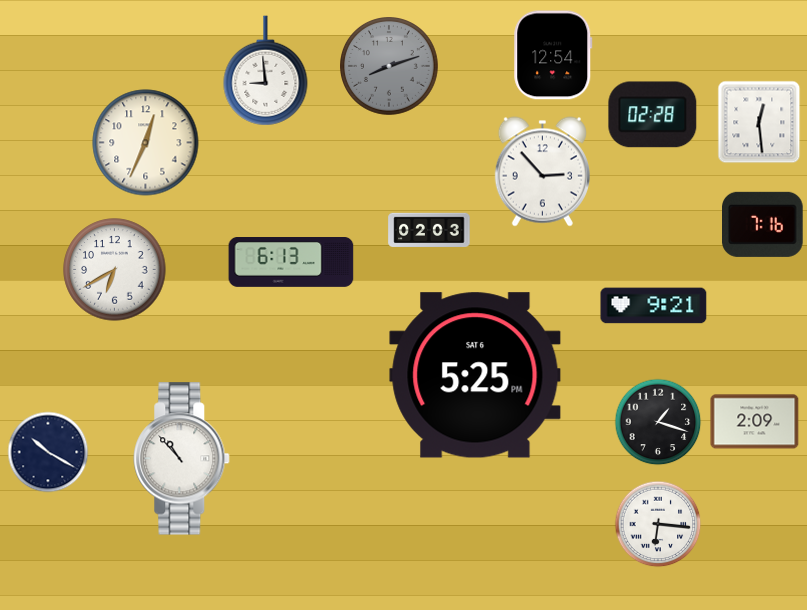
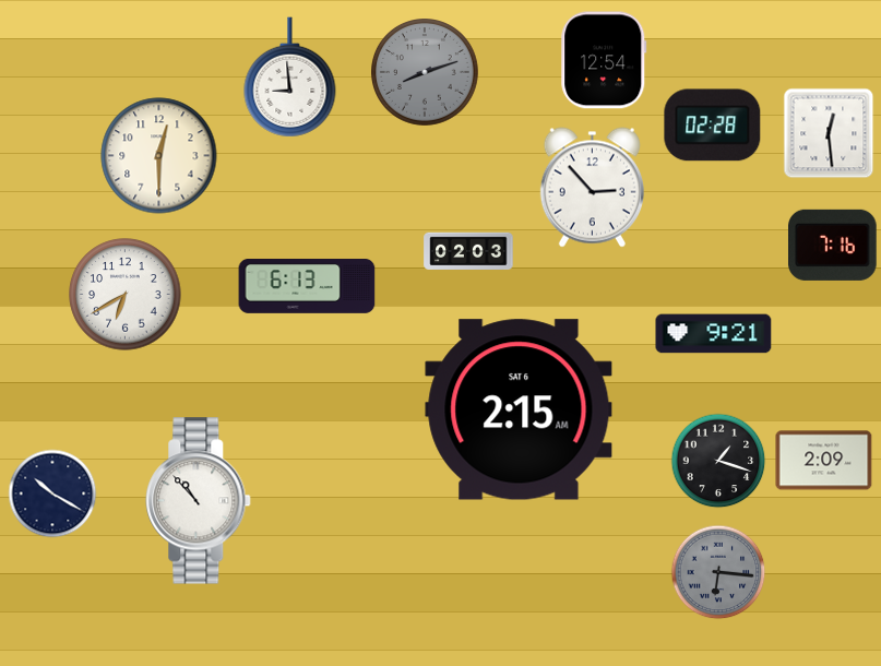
clock at (146, 143): 12:34 -> 12:30
clock at (291, 263) position: (291, 263) -> (307, 287)
clock at (475, 375): 5:25 -> 2:15
clock at (658, 524) dial: white -> grey
